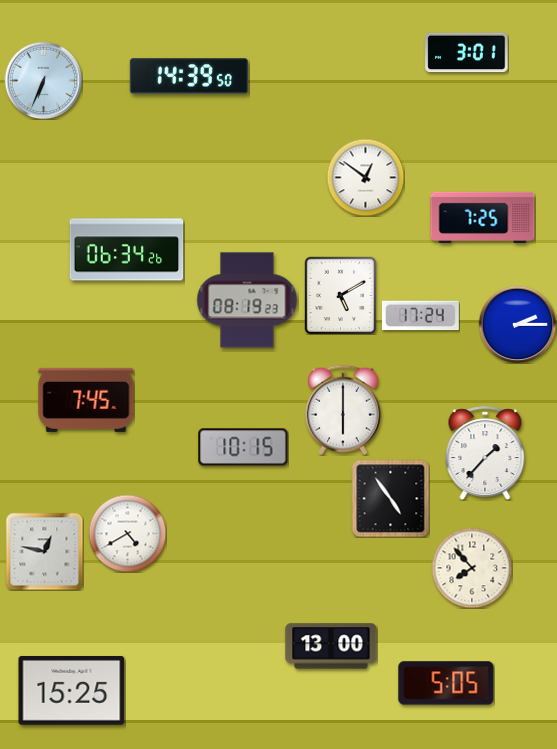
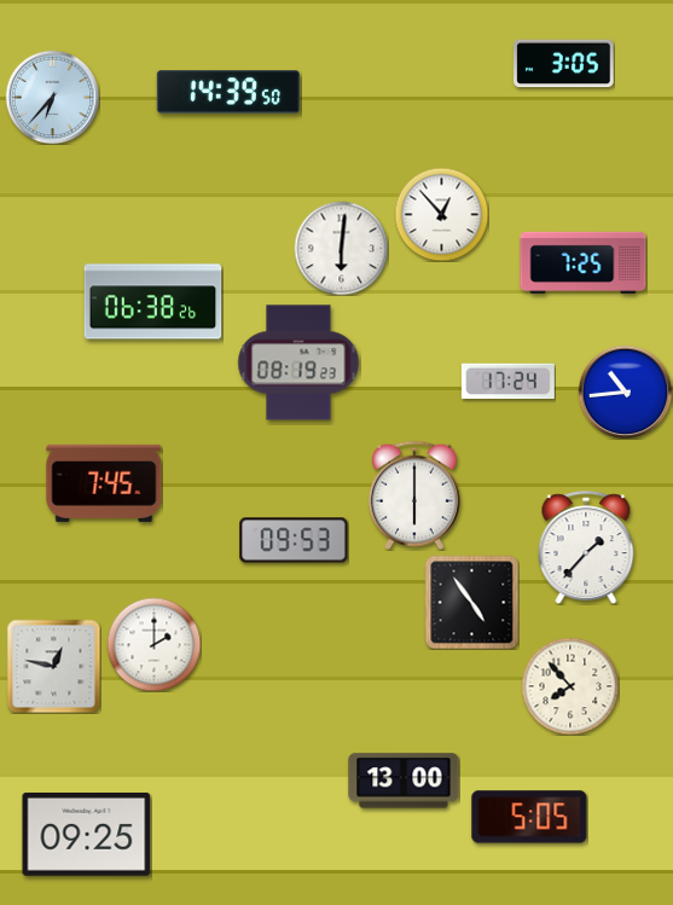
clock at (467, 53): 3:01 -> 3:05
clock at (43, 80): 6:34 -> 6:37
clock at (365, 177): 12:51 -> 12:53
clock at (341, 248): none -> 6:01
clock at (127, 250): 06:34 -> 06:38
clock at (341, 295): 5:10 -> none
clock at (517, 324): 2:15 -> 10:44
clock at (243, 447): 10:15 -> 09:53
clock at (127, 533): 4:40 -> 2:00
clock at (331, 646) position: (331, 646) -> (404, 781)
clock at (446, 683) position: (446, 683) -> (529, 817)
clock at (72, 690): 15:25 -> 09:25
